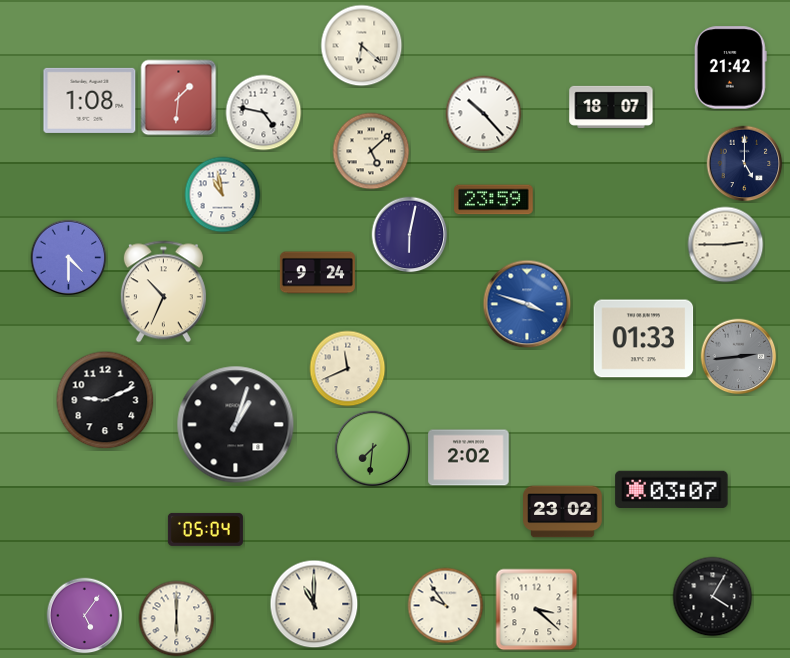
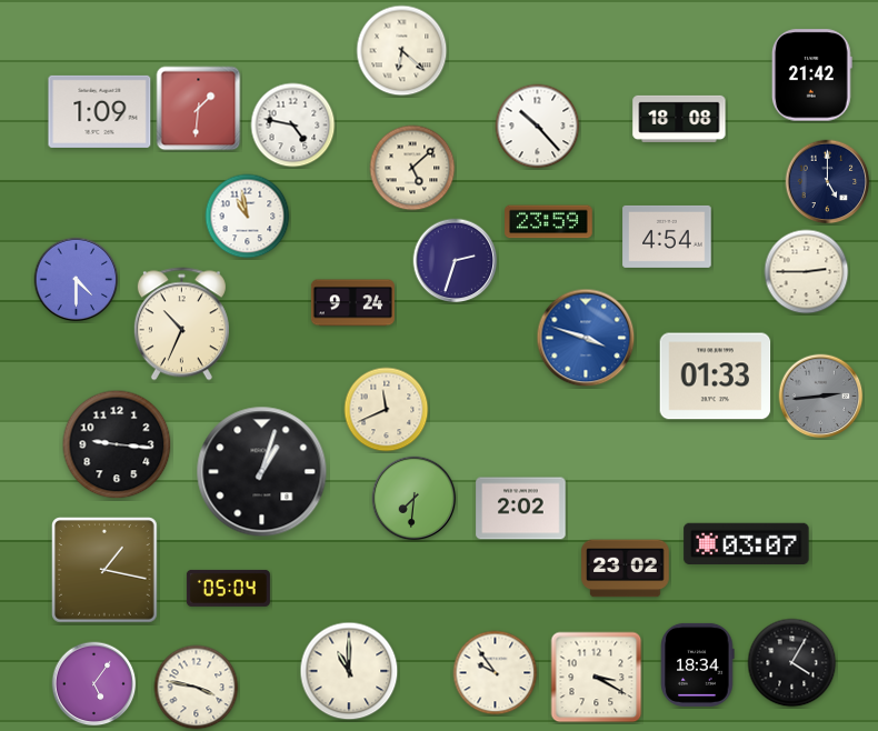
clock at (90, 100): 1:08 -> 1:09
clock at (611, 107): 18:07 -> 18:08
clock at (667, 237): none -> 4:54
clock at (410, 235): 6:02 -> 2:33
clock at (69, 258) position: (69, 258) -> (77, 280)
clock at (105, 400): 9:11 -> 9:16
clock at (106, 571): none -> 1:17
clock at (698, 664): none -> 18:34
clock at (537, 610): 3:22 -> 3:20
clock at (177, 619): 6:00 -> 3:47
